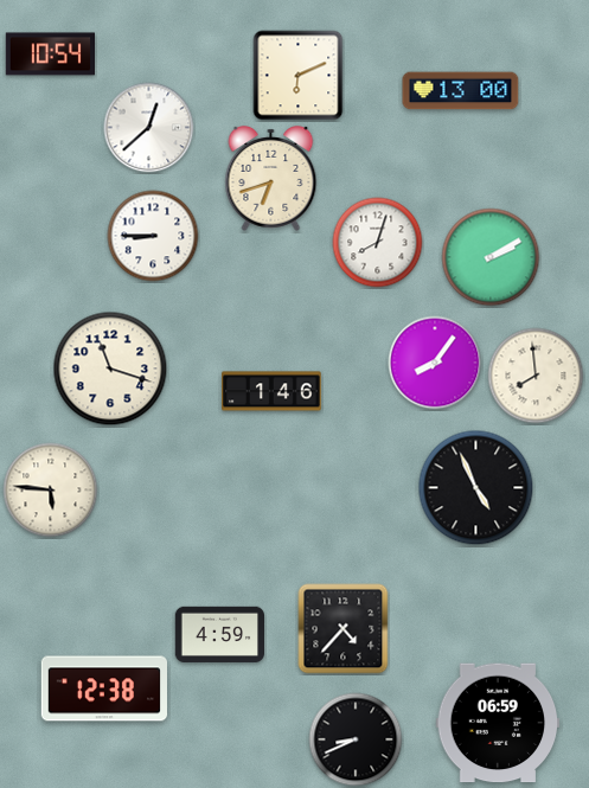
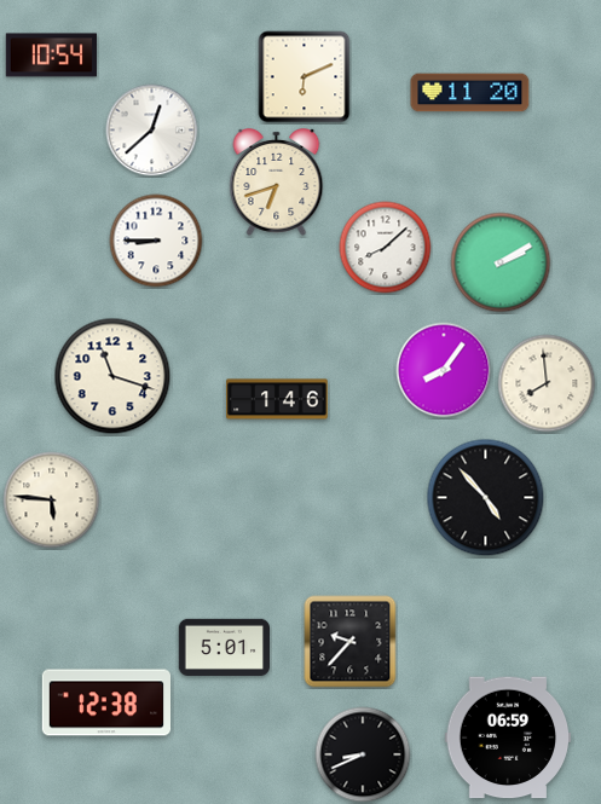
clock at (461, 91): 13:00 -> 11:20
clock at (378, 243): 8:03 -> 8:08
clock at (476, 488): 4:56 -> 4:53
clock at (344, 629): 4:37 -> 9:37
clock at (219, 634): 4:59 -> 5:01
